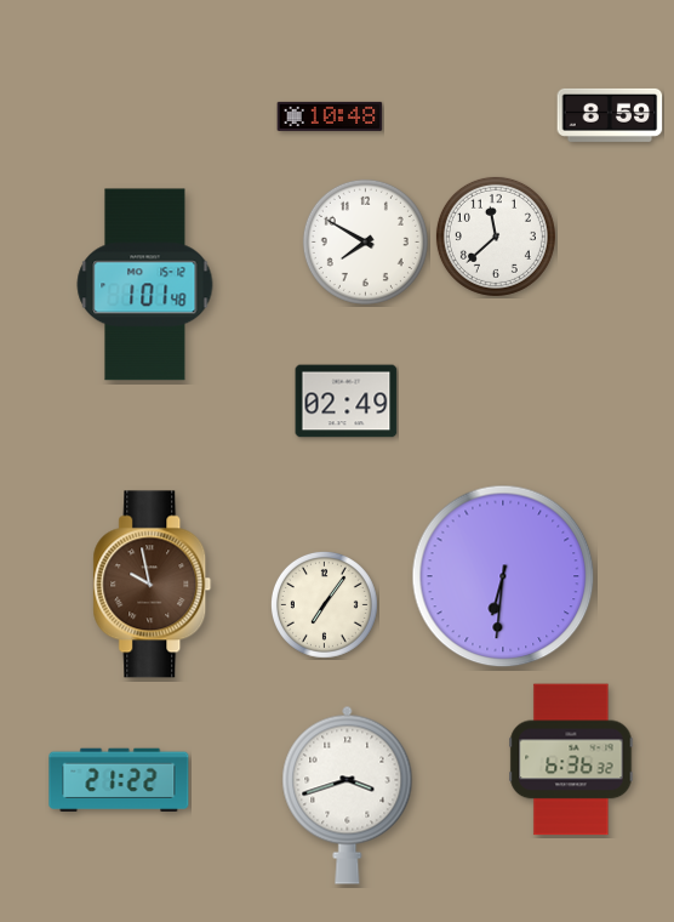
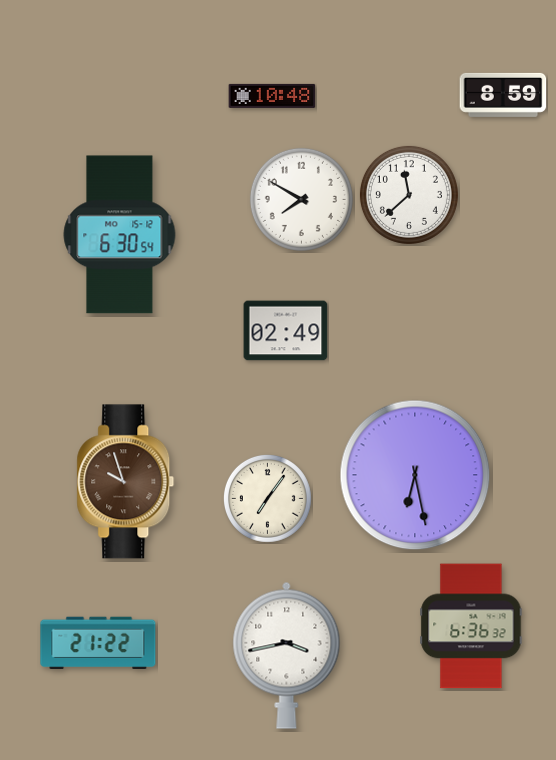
clock at (145, 285): 1:01 -> 6:30
clock at (503, 576): 6:31 -> 6:28
clock at (153, 585): 9:58 -> 9:57
clock at (348, 795): 3:42 -> 3:43
